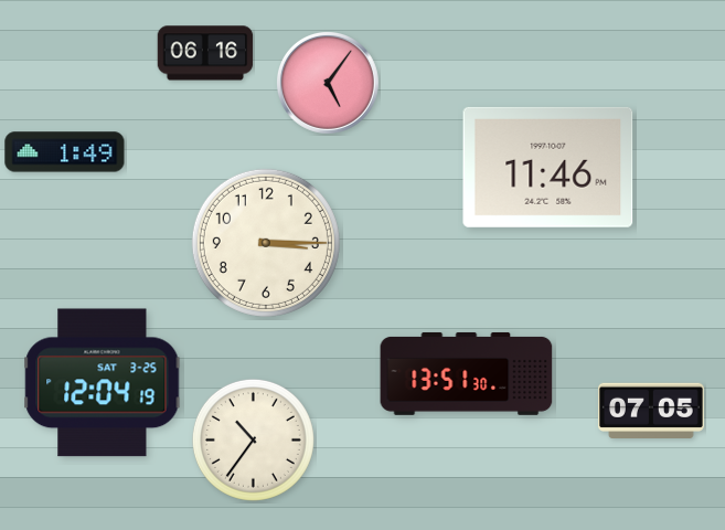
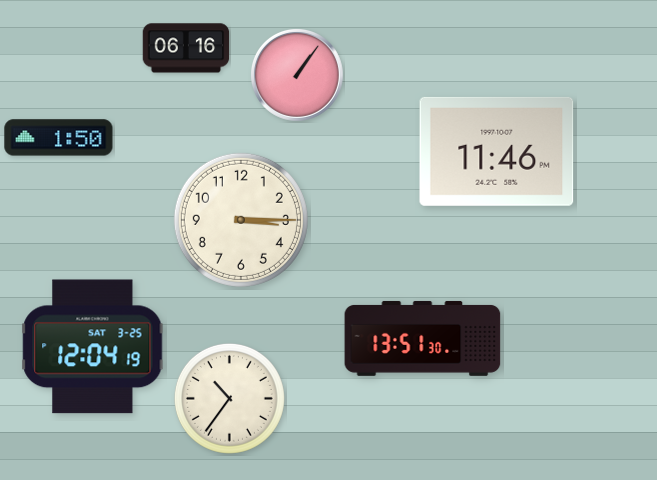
clock at (329, 84): 5:06 -> 1:06
clock at (65, 152): 1:49 -> 1:50
clock at (652, 411): 07:05 -> none
